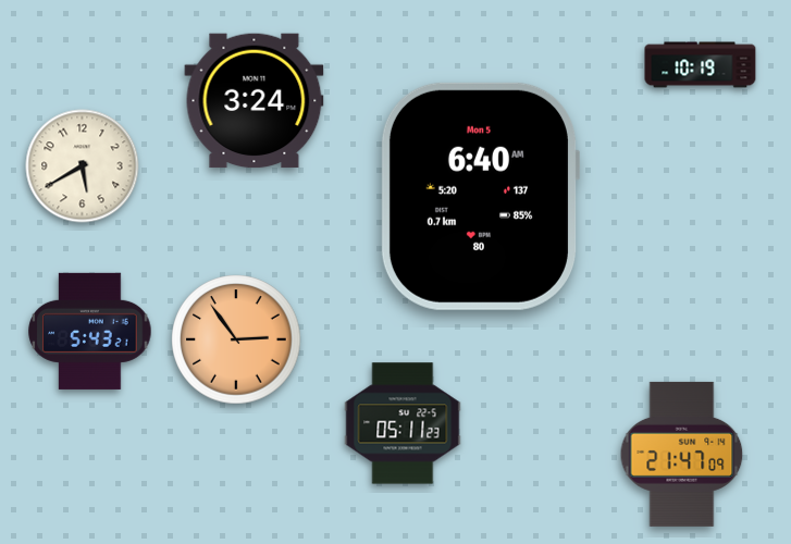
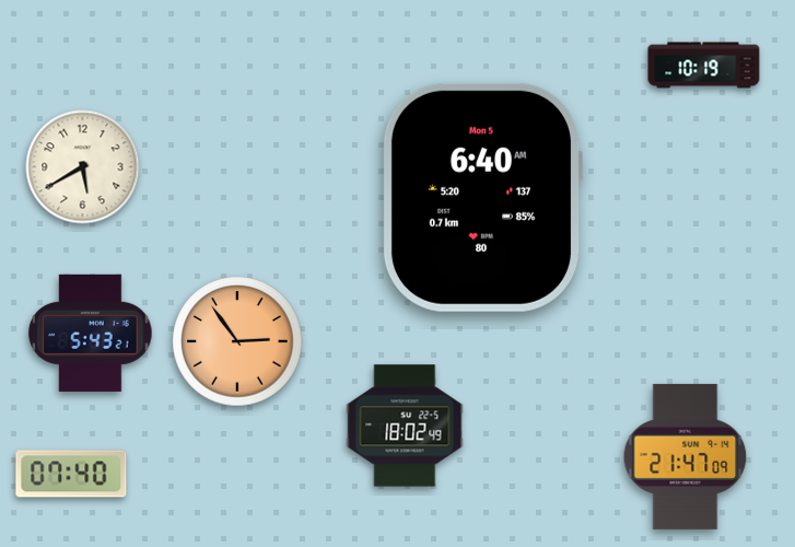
clock at (255, 101): 3:24 -> none
clock at (403, 423): 05:11 -> 18:02
clock at (71, 474): none -> 07:40
